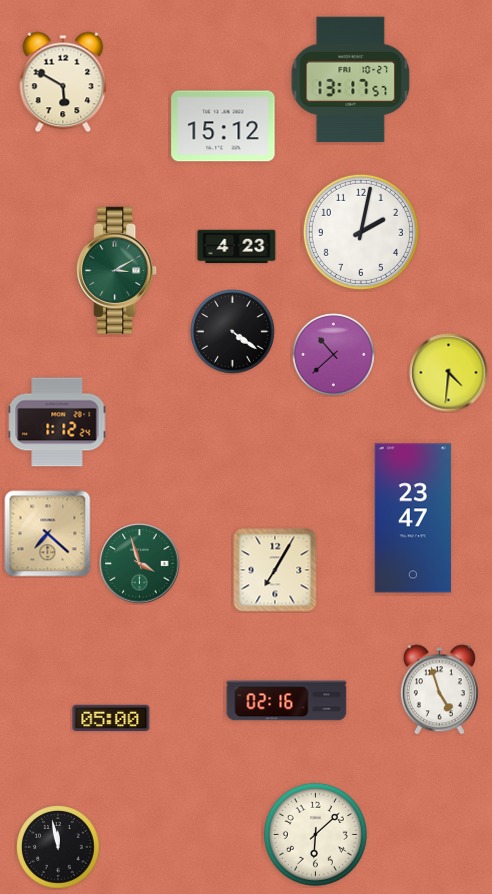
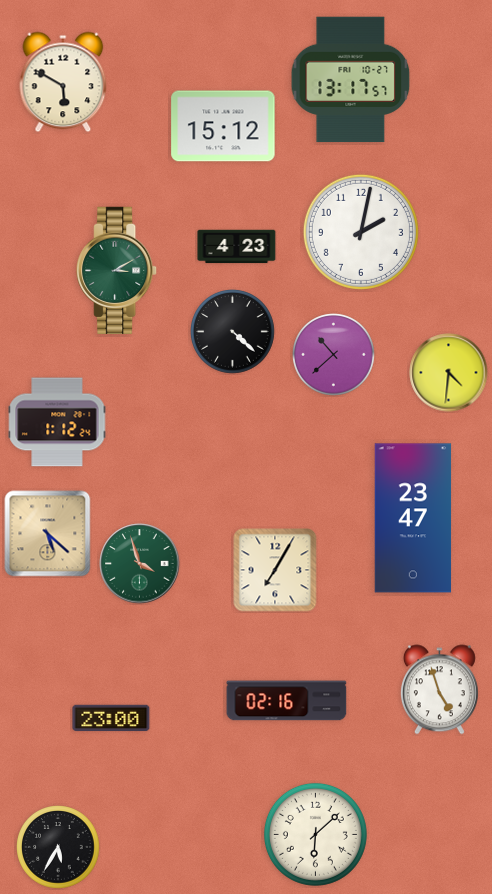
clock at (233, 332): 4:21 -> 4:22
clock at (48, 534): 7:22 -> 5:22
clock at (111, 718): 05:00 -> 23:00
clock at (58, 847): 11:58 -> 5:35
